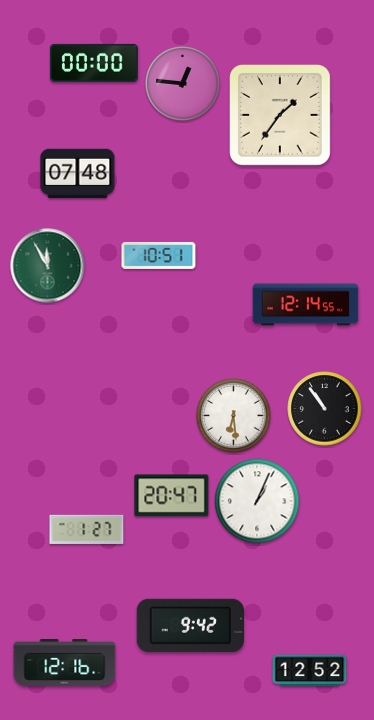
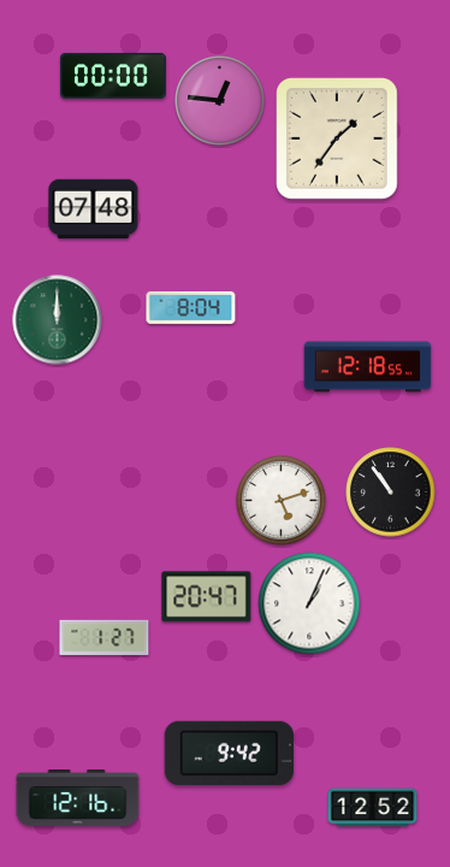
clock at (159, 255): 10:51 -> 8:04
clock at (48, 266): 11:55 -> 12:00
clock at (306, 305): 12:14 -> 12:18
clock at (234, 416): 6:29 -> 5:12
